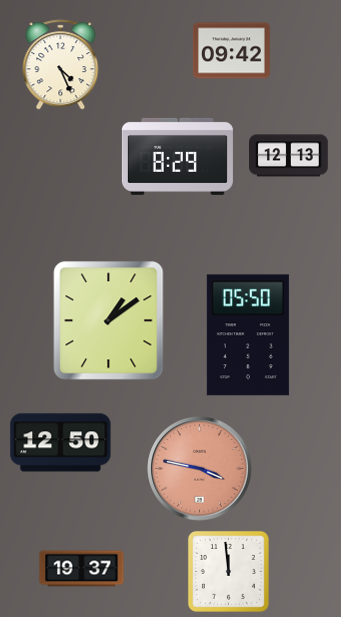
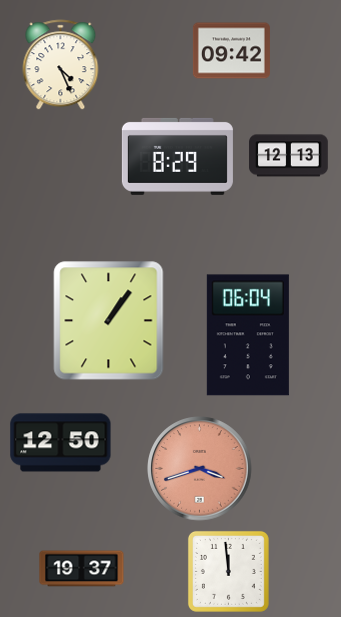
clock at (109, 321): 1:09 -> 1:06
clock at (248, 335): 05:50 -> 06:04
clock at (200, 469): 3:47 -> 3:42
